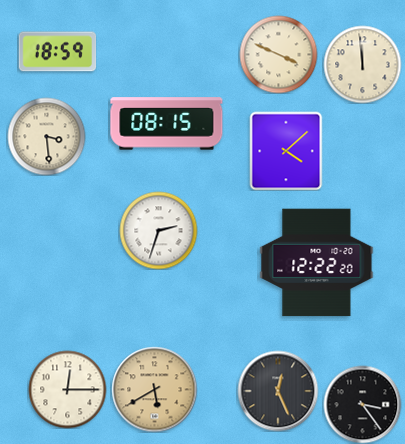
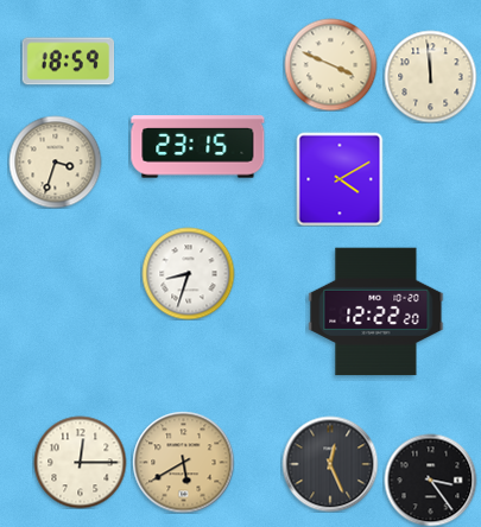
clock at (167, 124): 08:15 -> 23:15
clock at (46, 136): 3:29 -> 3:33
clock at (286, 151): 4:08 -> 4:10
clock at (158, 230): 2:33 -> 8:33
